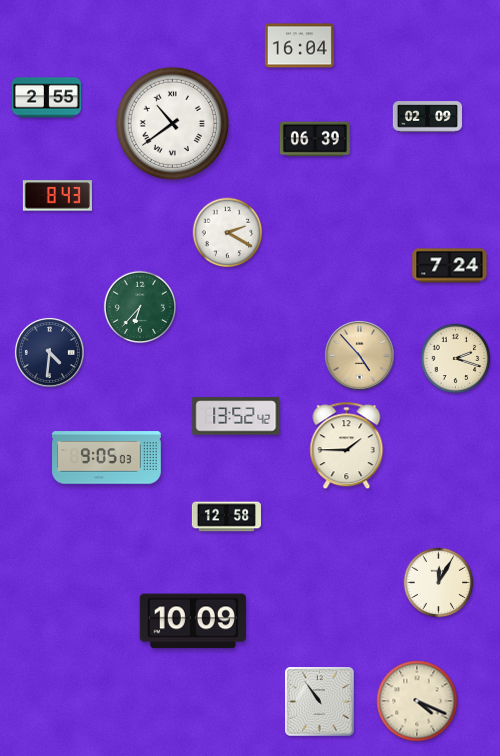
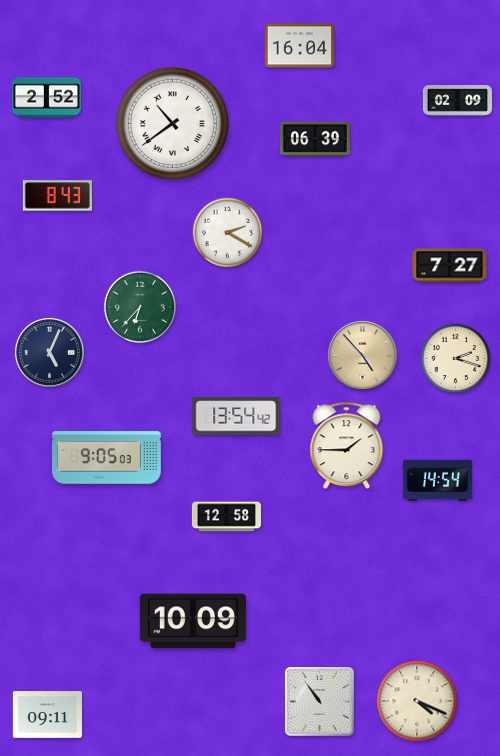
clock at (46, 98): 2:55 -> 2:52
clock at (427, 117) position: (427, 117) -> (457, 101)
clock at (450, 266): 7:24 -> 7:27
clock at (49, 352): 4:31 -> 5:04
clock at (359, 355) position: (359, 355) -> (362, 355)
clock at (236, 416): 13:52 -> 13:54
clock at (437, 481): none -> 14:54
clock at (439, 583): 12:05 -> none
clock at (47, 715): none -> 09:11
